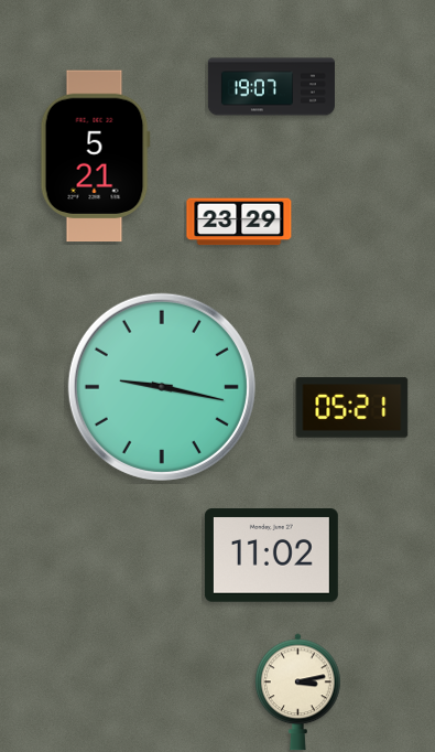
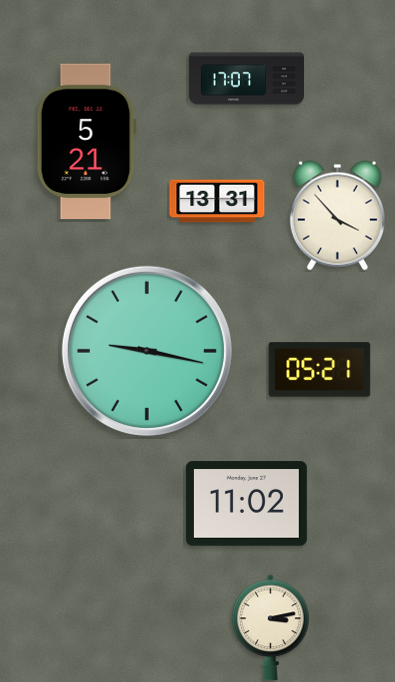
clock at (271, 87): 19:07 -> 17:07
clock at (239, 222): 23:29 -> 13:31
clock at (337, 216): none -> 3:53
